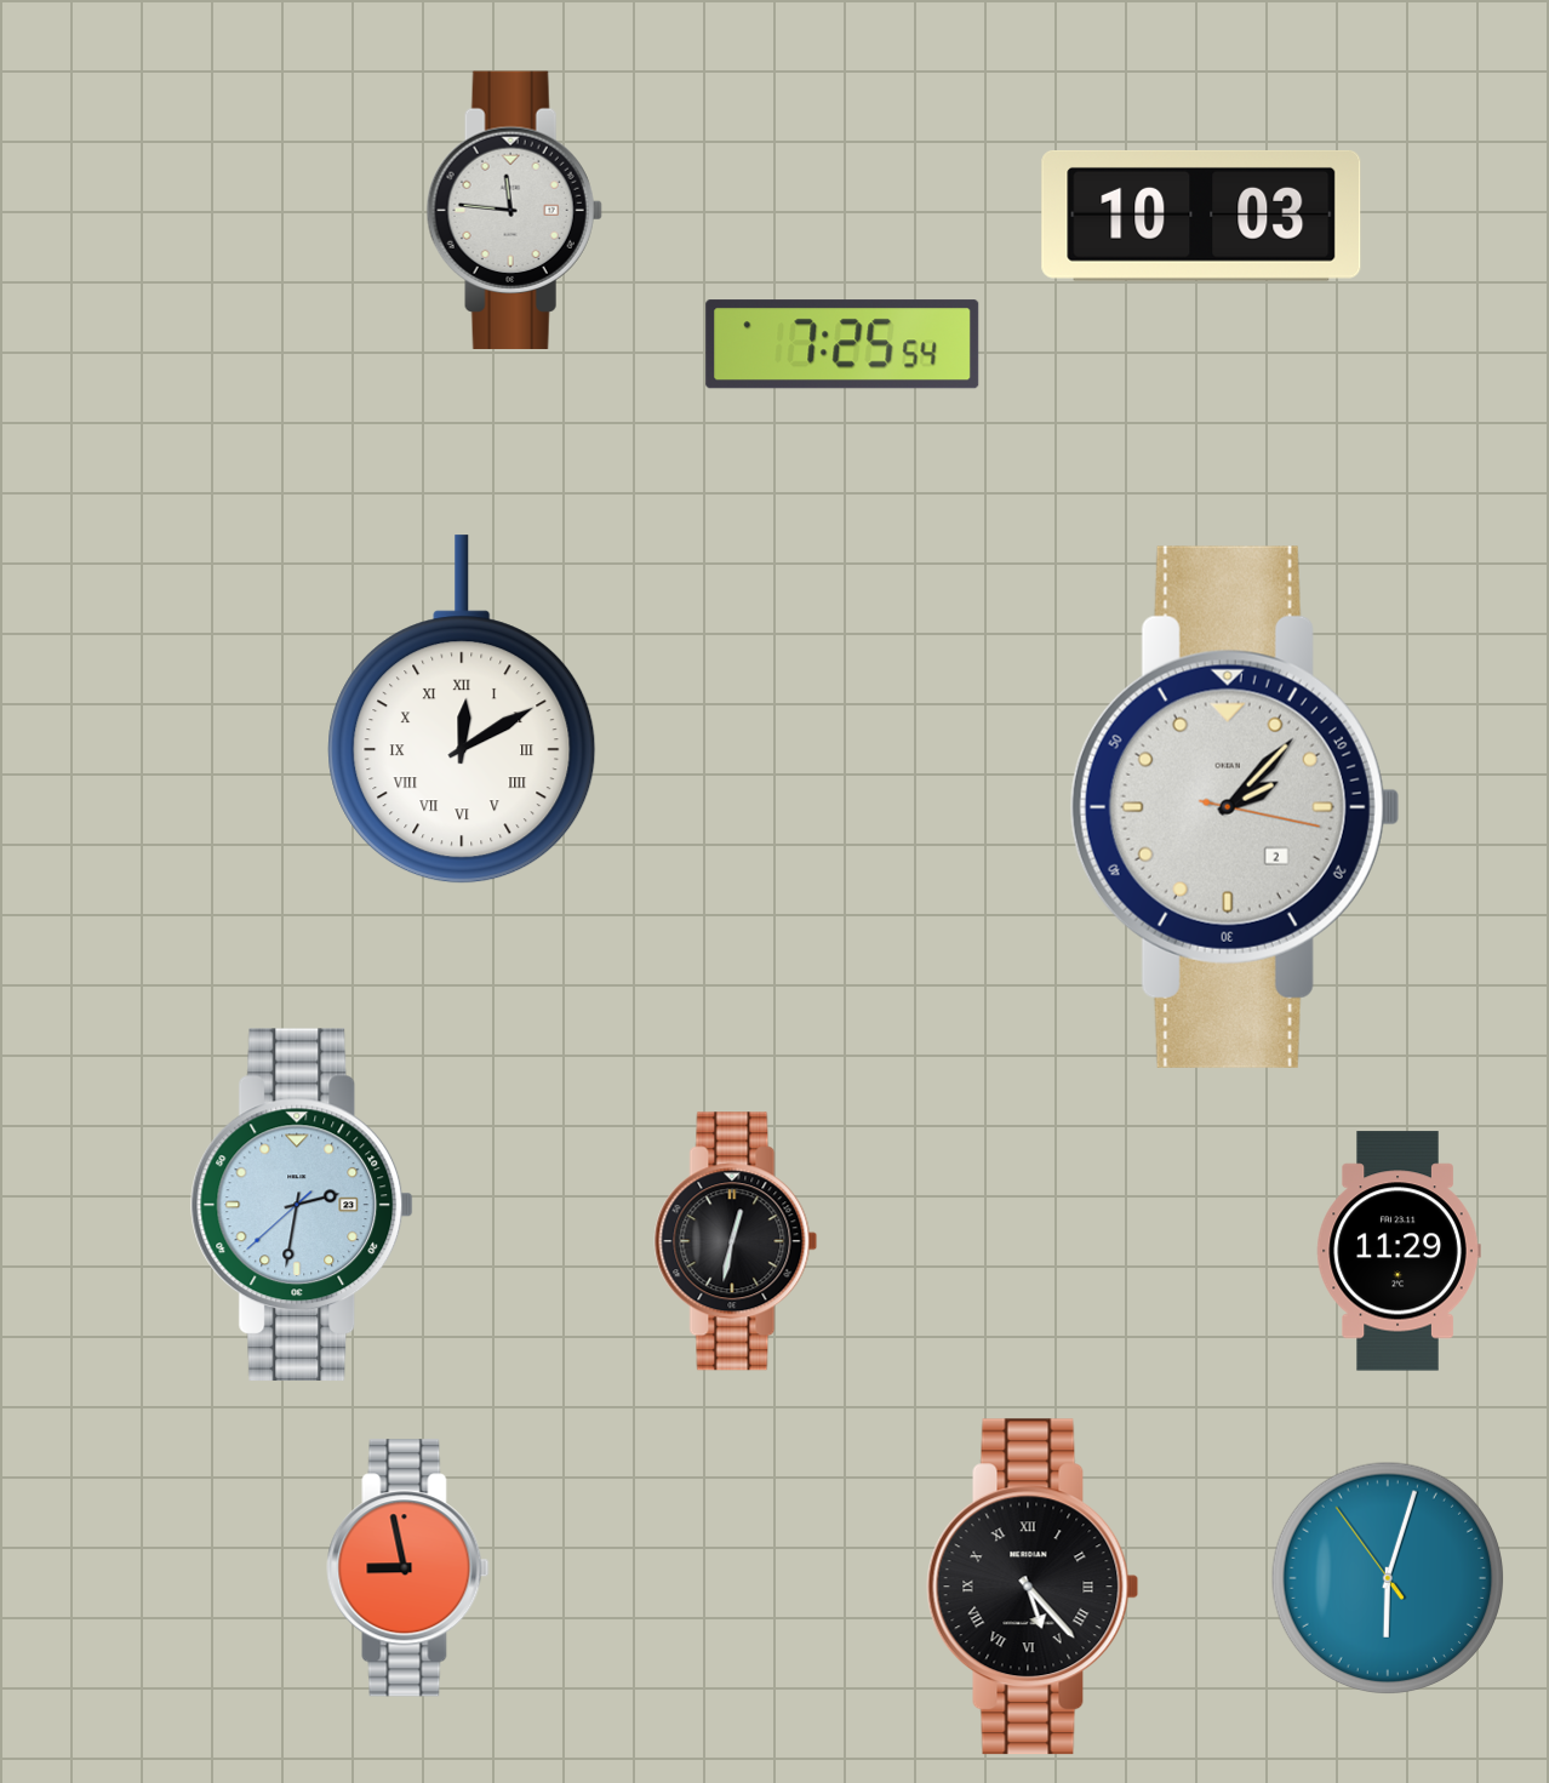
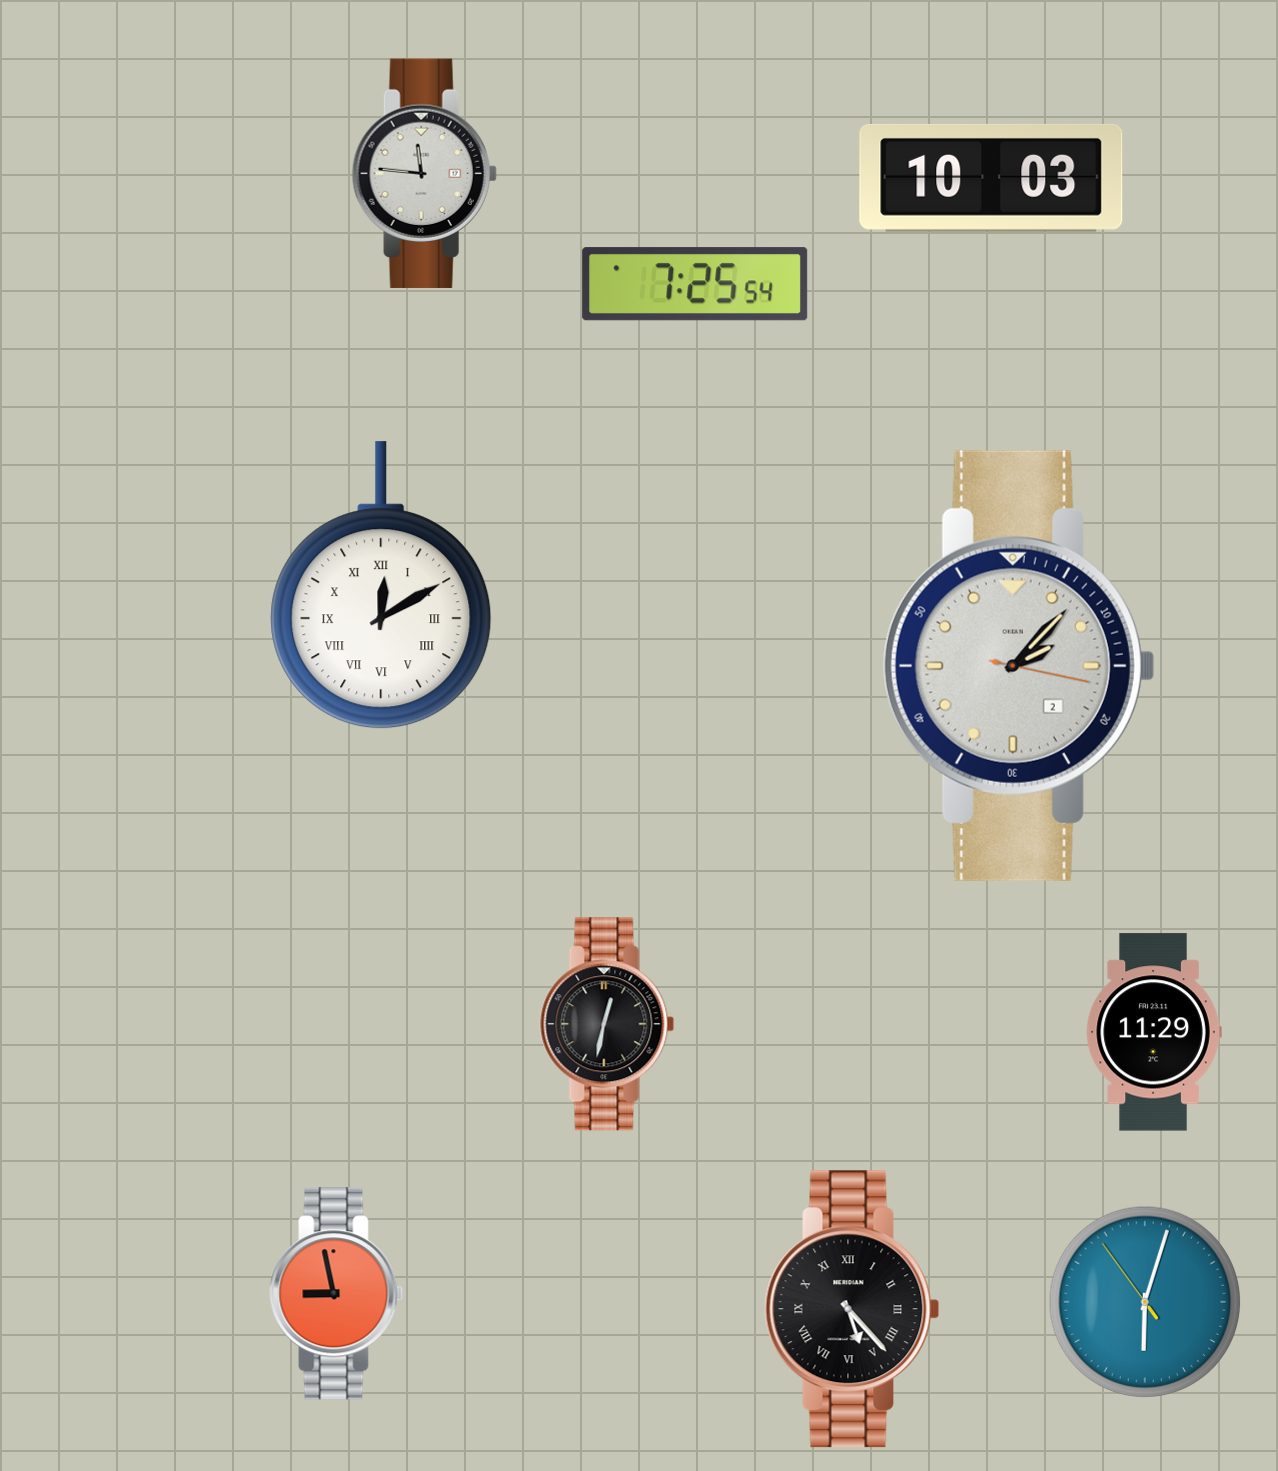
clock at (302, 1205): 2:31 -> none
